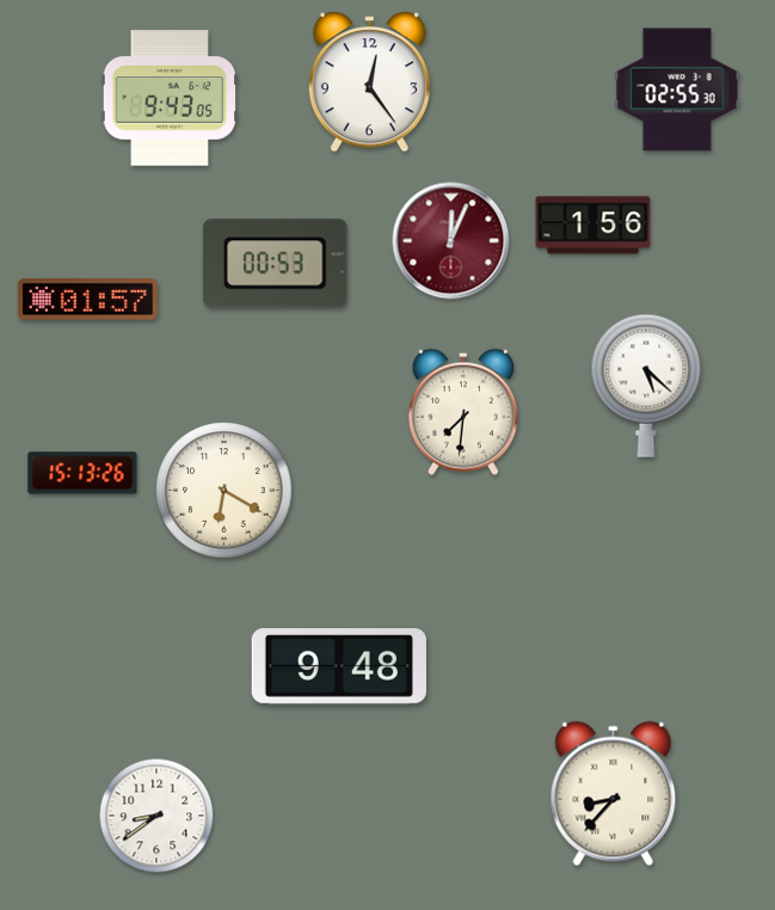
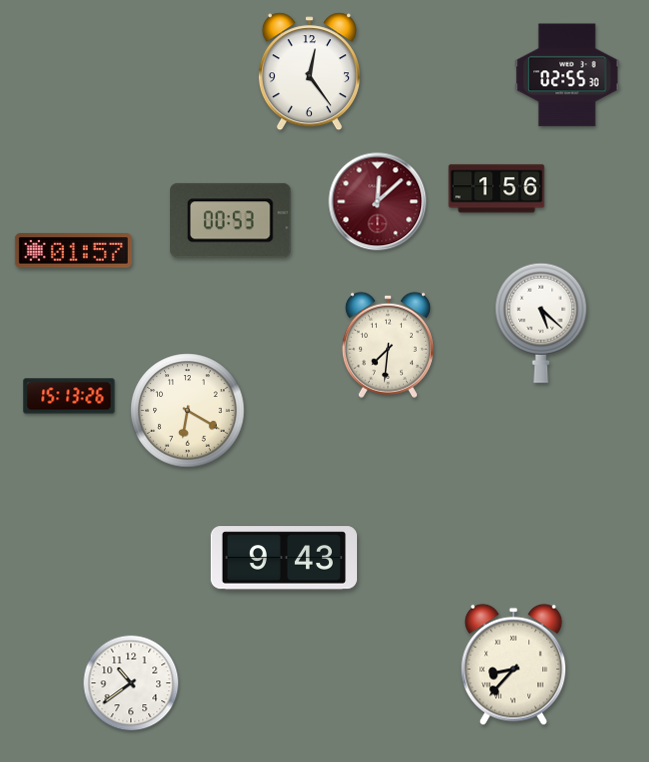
clock at (369, 82) position: (369, 82) -> (309, 72)
clock at (170, 98): 9:43 -> none
clock at (451, 241): 12:04 -> 12:08
clock at (339, 666): 9:48 -> 9:43
clock at (156, 816): 8:39 -> 10:39
